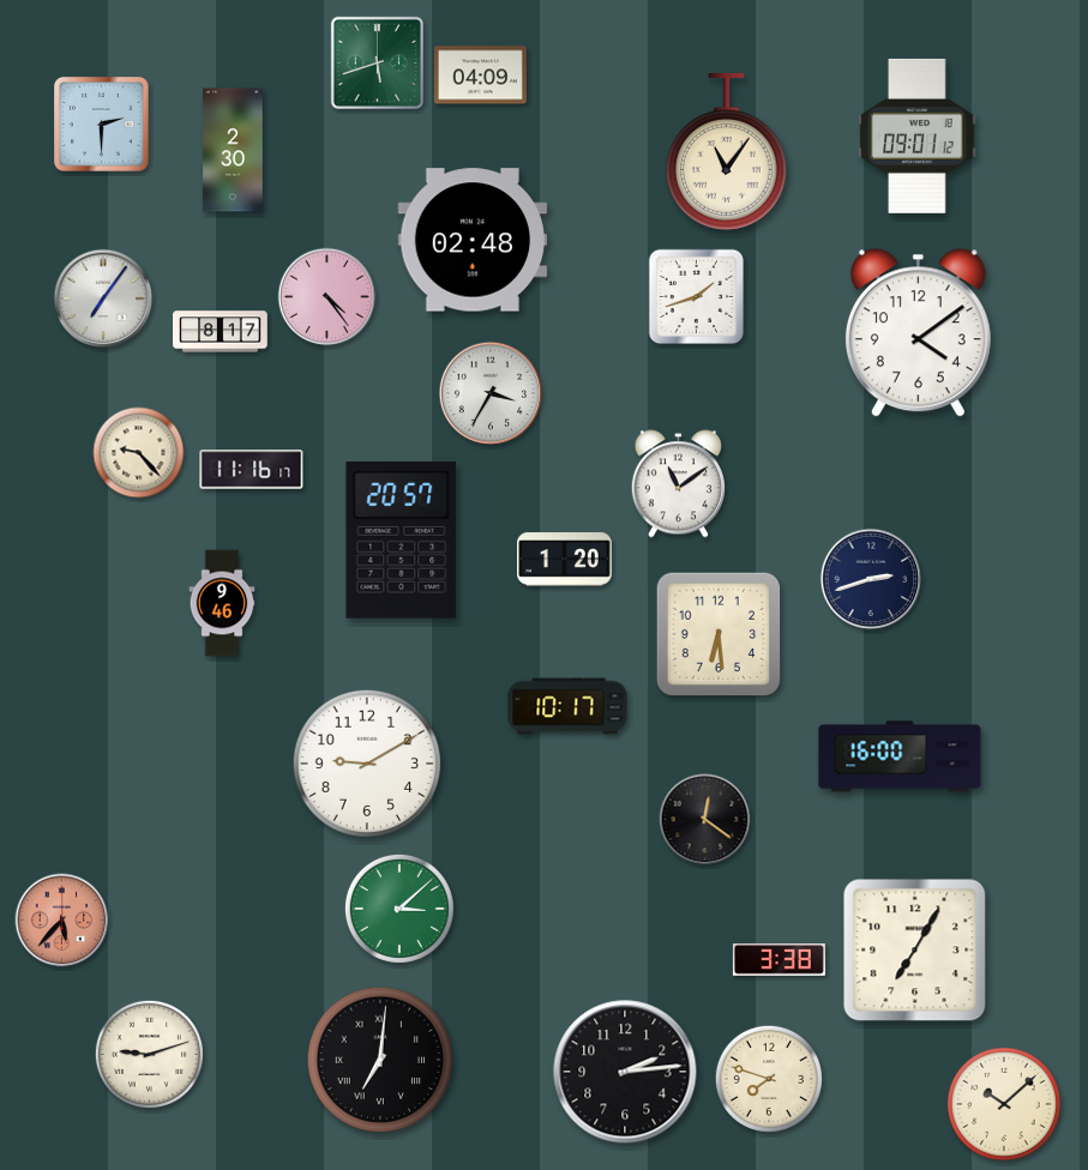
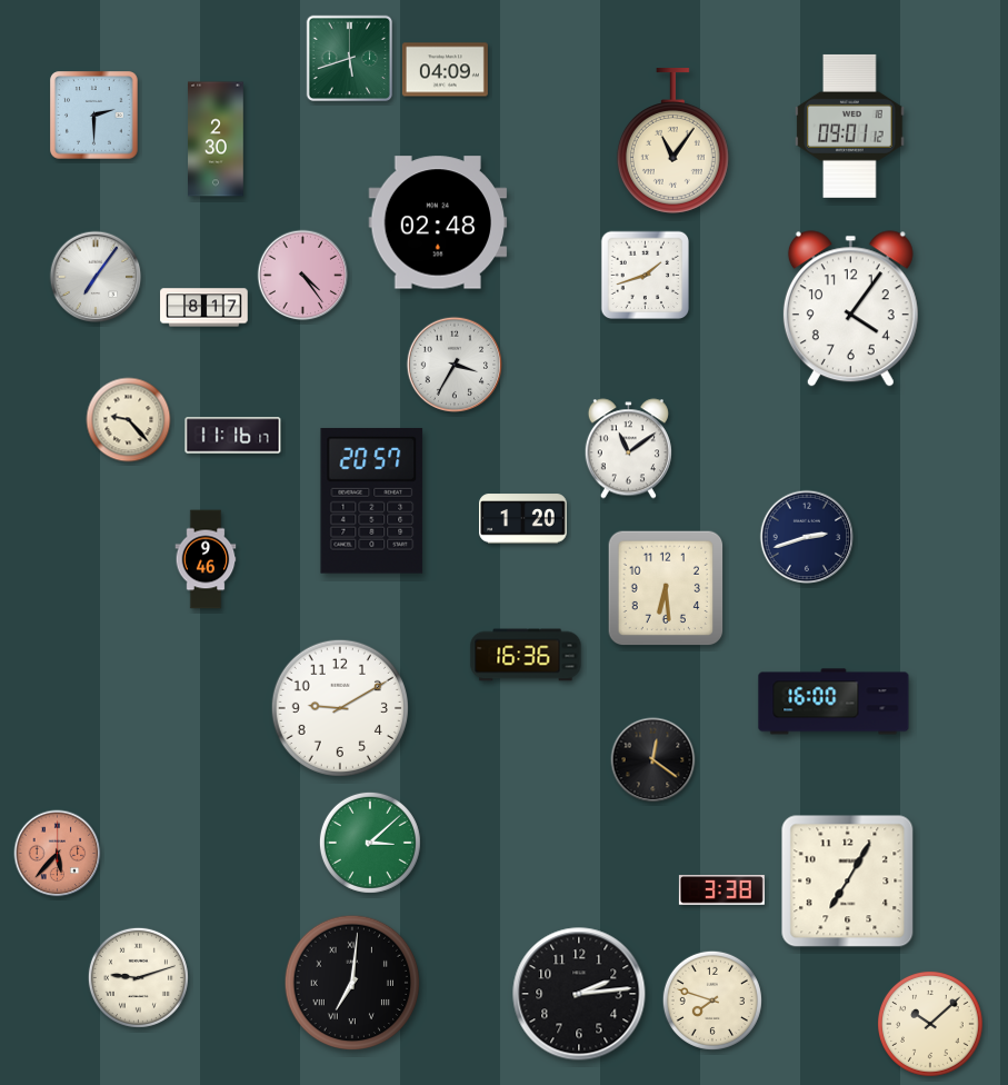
clock at (918, 333): 4:09 -> 4:06
clock at (567, 706): 10:17 -> 16:36
